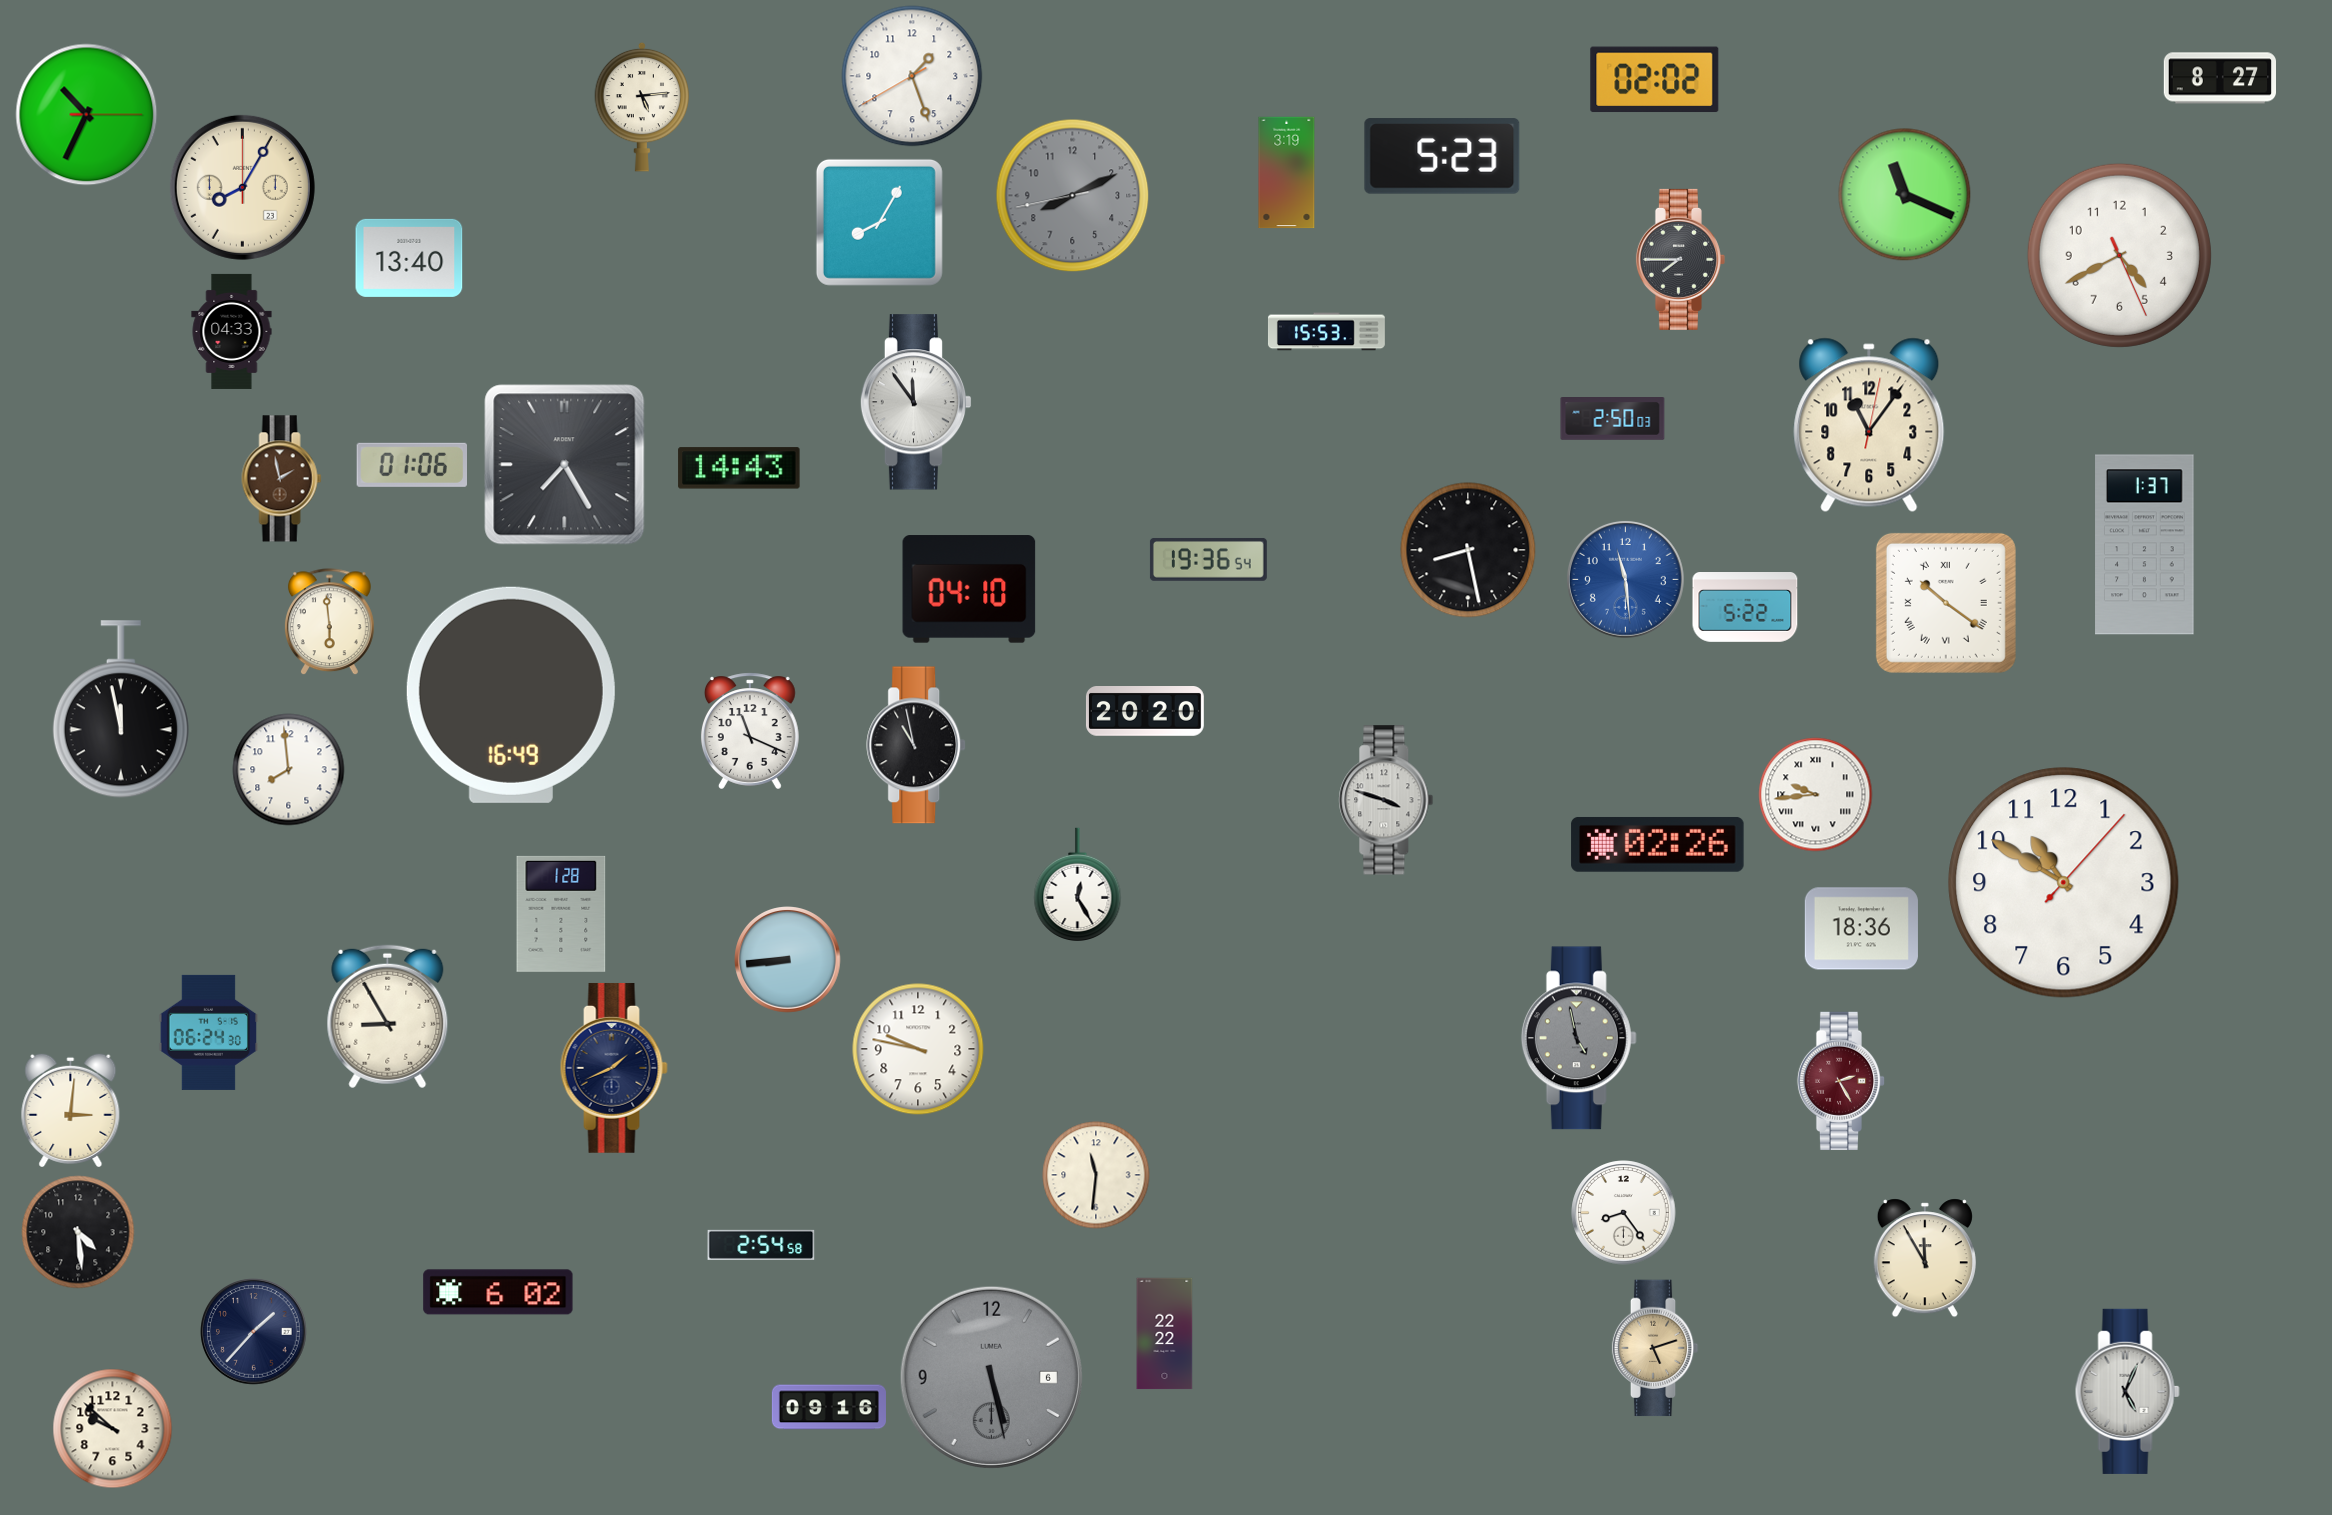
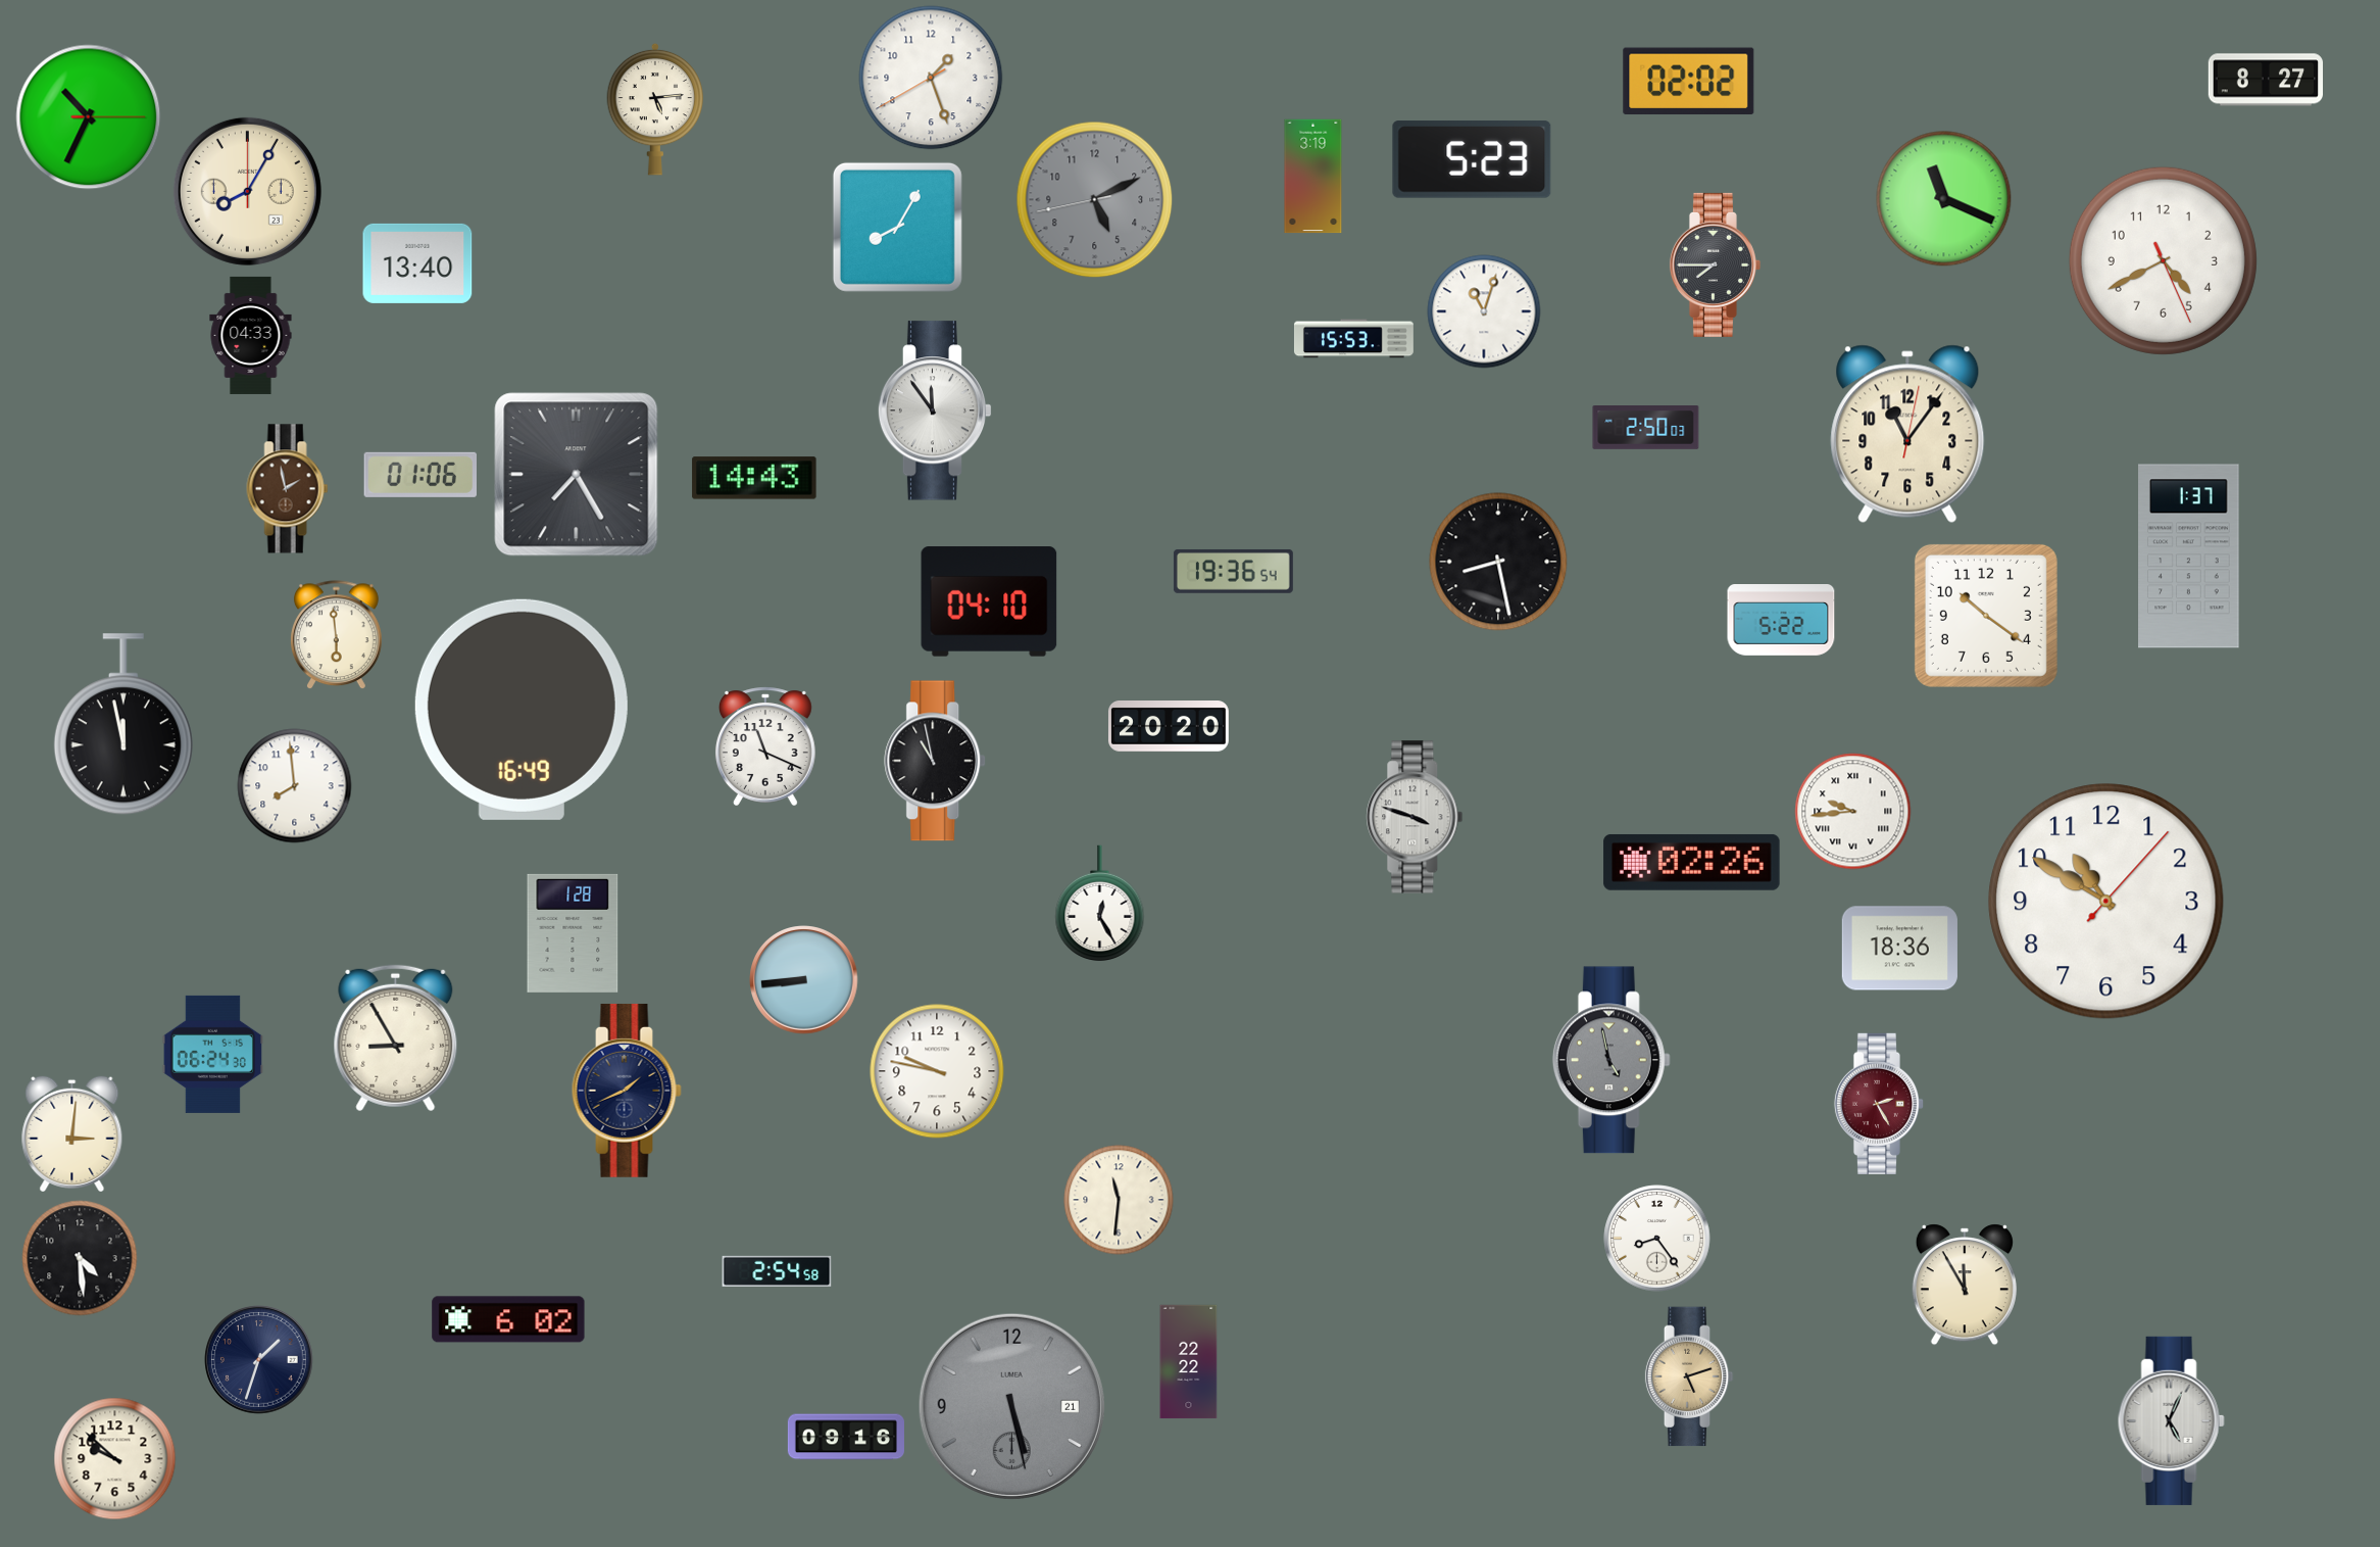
clock at (1073, 196): 8:10 -> 5:10
clock at (1484, 311): none -> 11:03
clock at (232, 331) position: (232, 331) -> (251, 335)
clock at (1625, 579): 11:29 -> none
clock at (1946, 603) numerals: Roman -> Arabic
clock at (254, 1332): 1:37 -> 1:33
clock at (991, 1377) date: 6 -> 21
